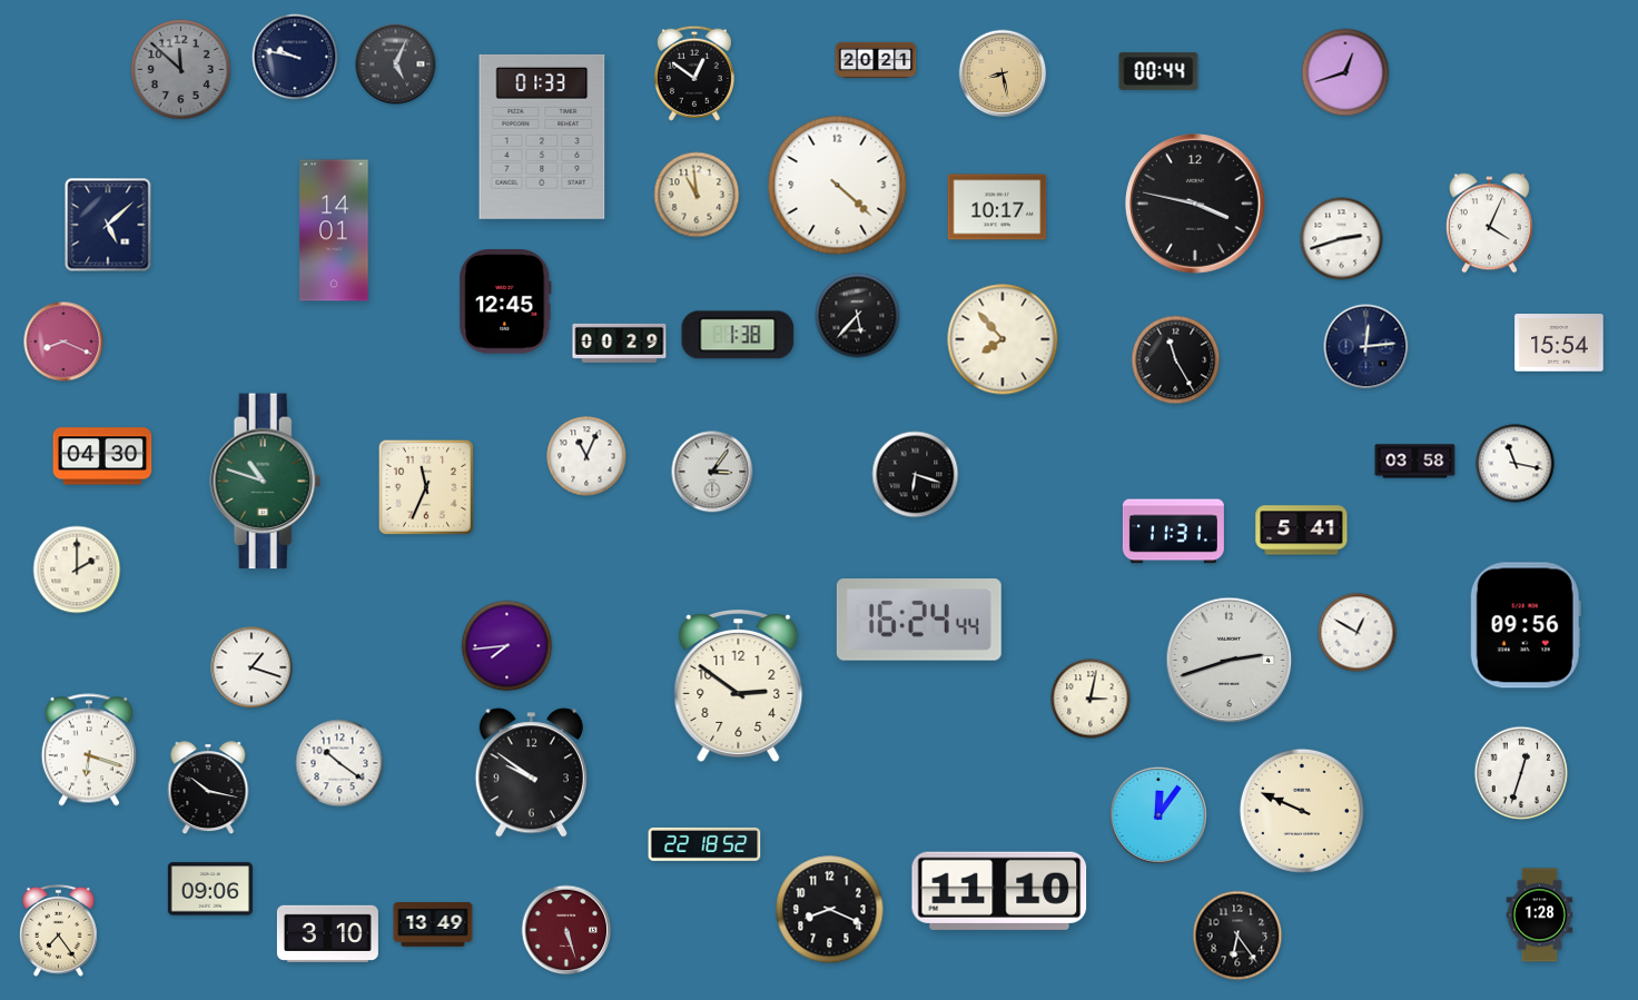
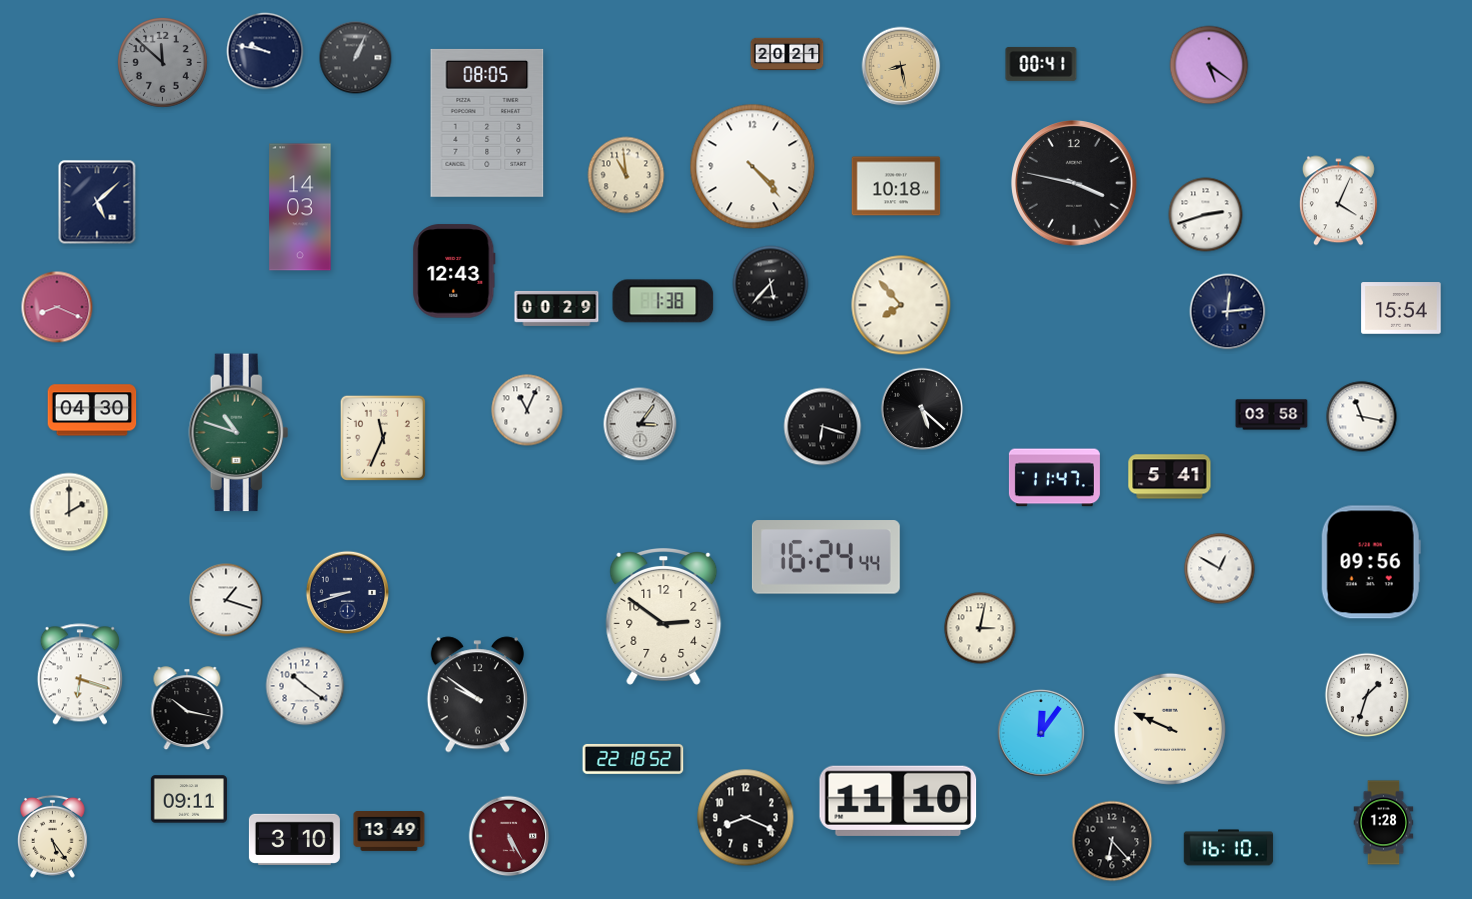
clock at (396, 65): 5:04 -> 1:04
clock at (1158, 71): 00:44 -> 00:41
clock at (1345, 72): 12:42 -> 5:21
clock at (694, 73): 12:51 -> none
clock at (542, 137): 01:33 -> 08:05
clock at (838, 186): 4:22 -> 4:23
clock at (997, 207): 10:17 -> 10:18
clock at (334, 230): 14:01 -> 14:03
clock at (505, 301): 12:45 -> 12:43
clock at (1176, 360): 11:25 -> none
clock at (922, 409): none -> 5:22
clock at (1173, 532): 11:31 -> 11:47
clock at (507, 646): 7:44 -> none
clock at (347, 592): none -> 8:42
clock at (1230, 661): 2:42 -> none
clock at (1521, 773): 12:33 -> 1:33
clock at (210, 889): 09:06 -> 09:11
clock at (59, 930): 7:24 -> 5:24
clock at (566, 930): 5:27 -> 5:25
clock at (1237, 935): 6:24 -> 6:23
clock at (1229, 848): none -> 16:10
